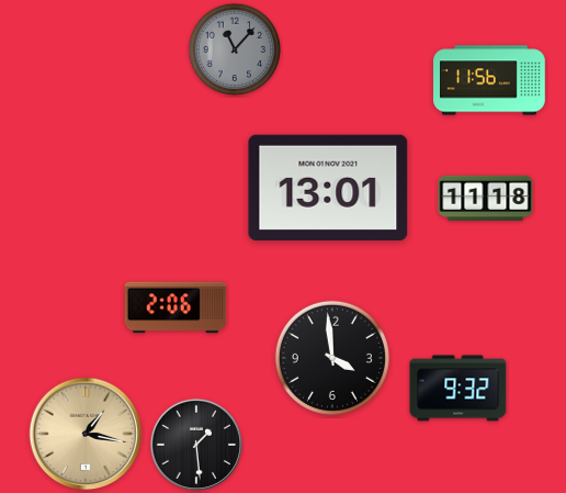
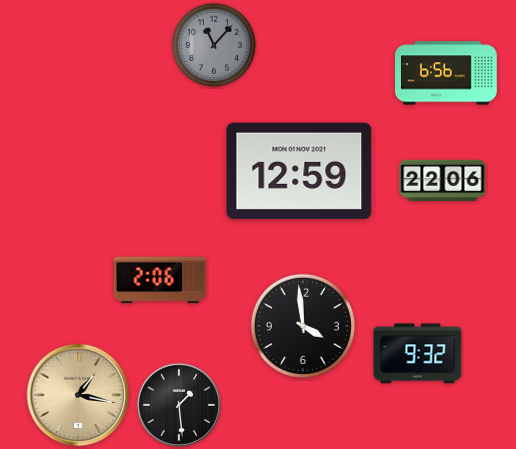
clock at (490, 80): 11:56 -> 6:56
clock at (328, 188): 13:01 -> 12:59
clock at (486, 199): 11:18 -> 22:06
